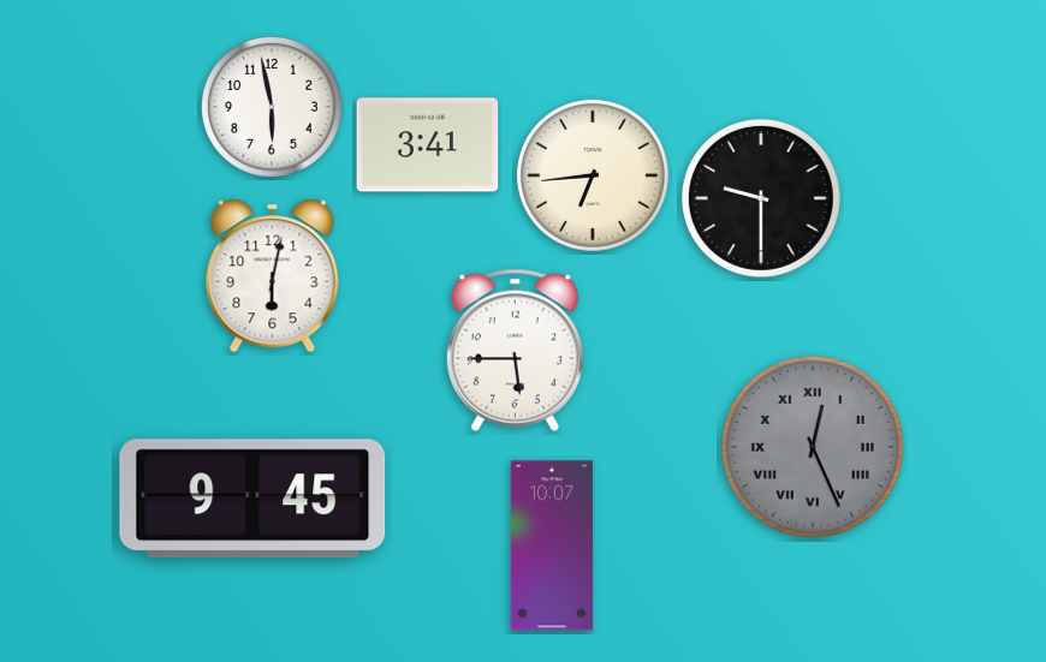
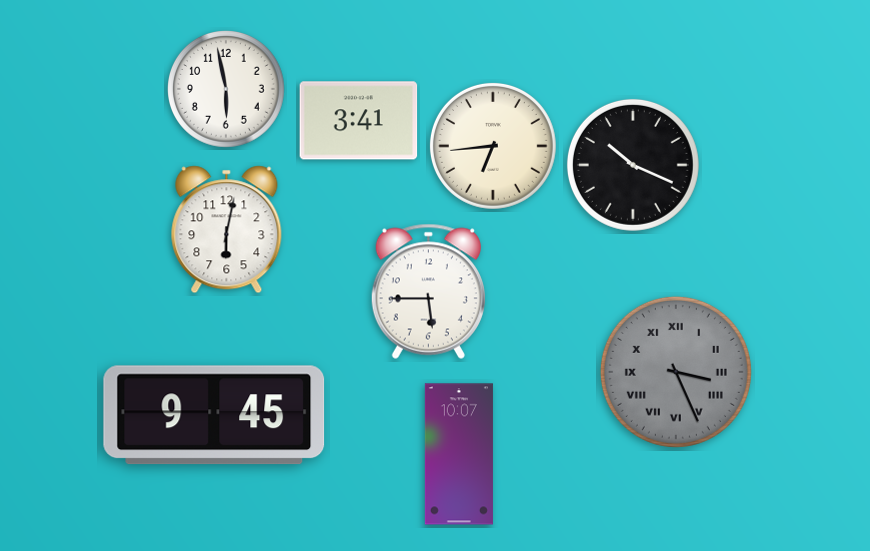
clock at (428, 145) position: (428, 145) -> (359, 121)
clock at (761, 198): 9:30 -> 10:19
clock at (813, 447): 12:26 -> 3:26
clock at (252, 499) position: (252, 499) -> (214, 415)
